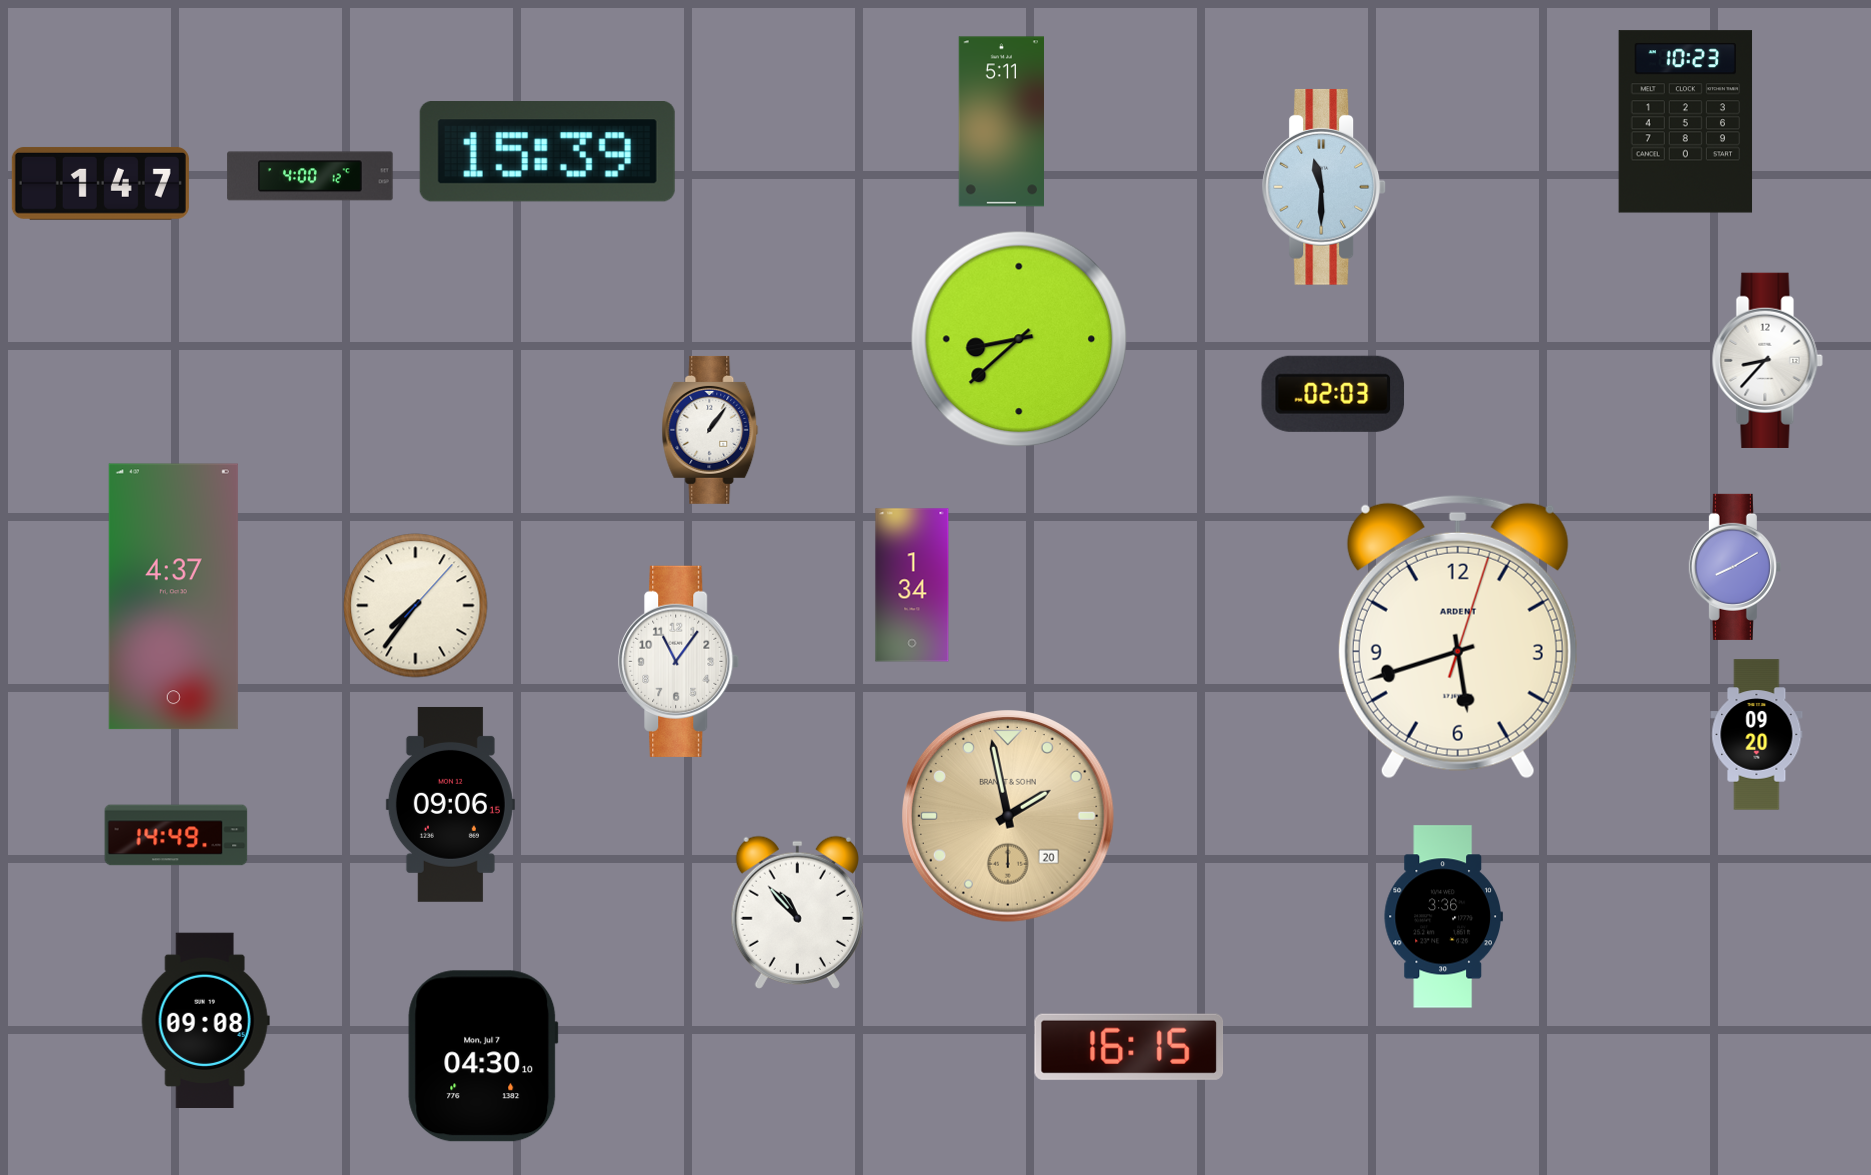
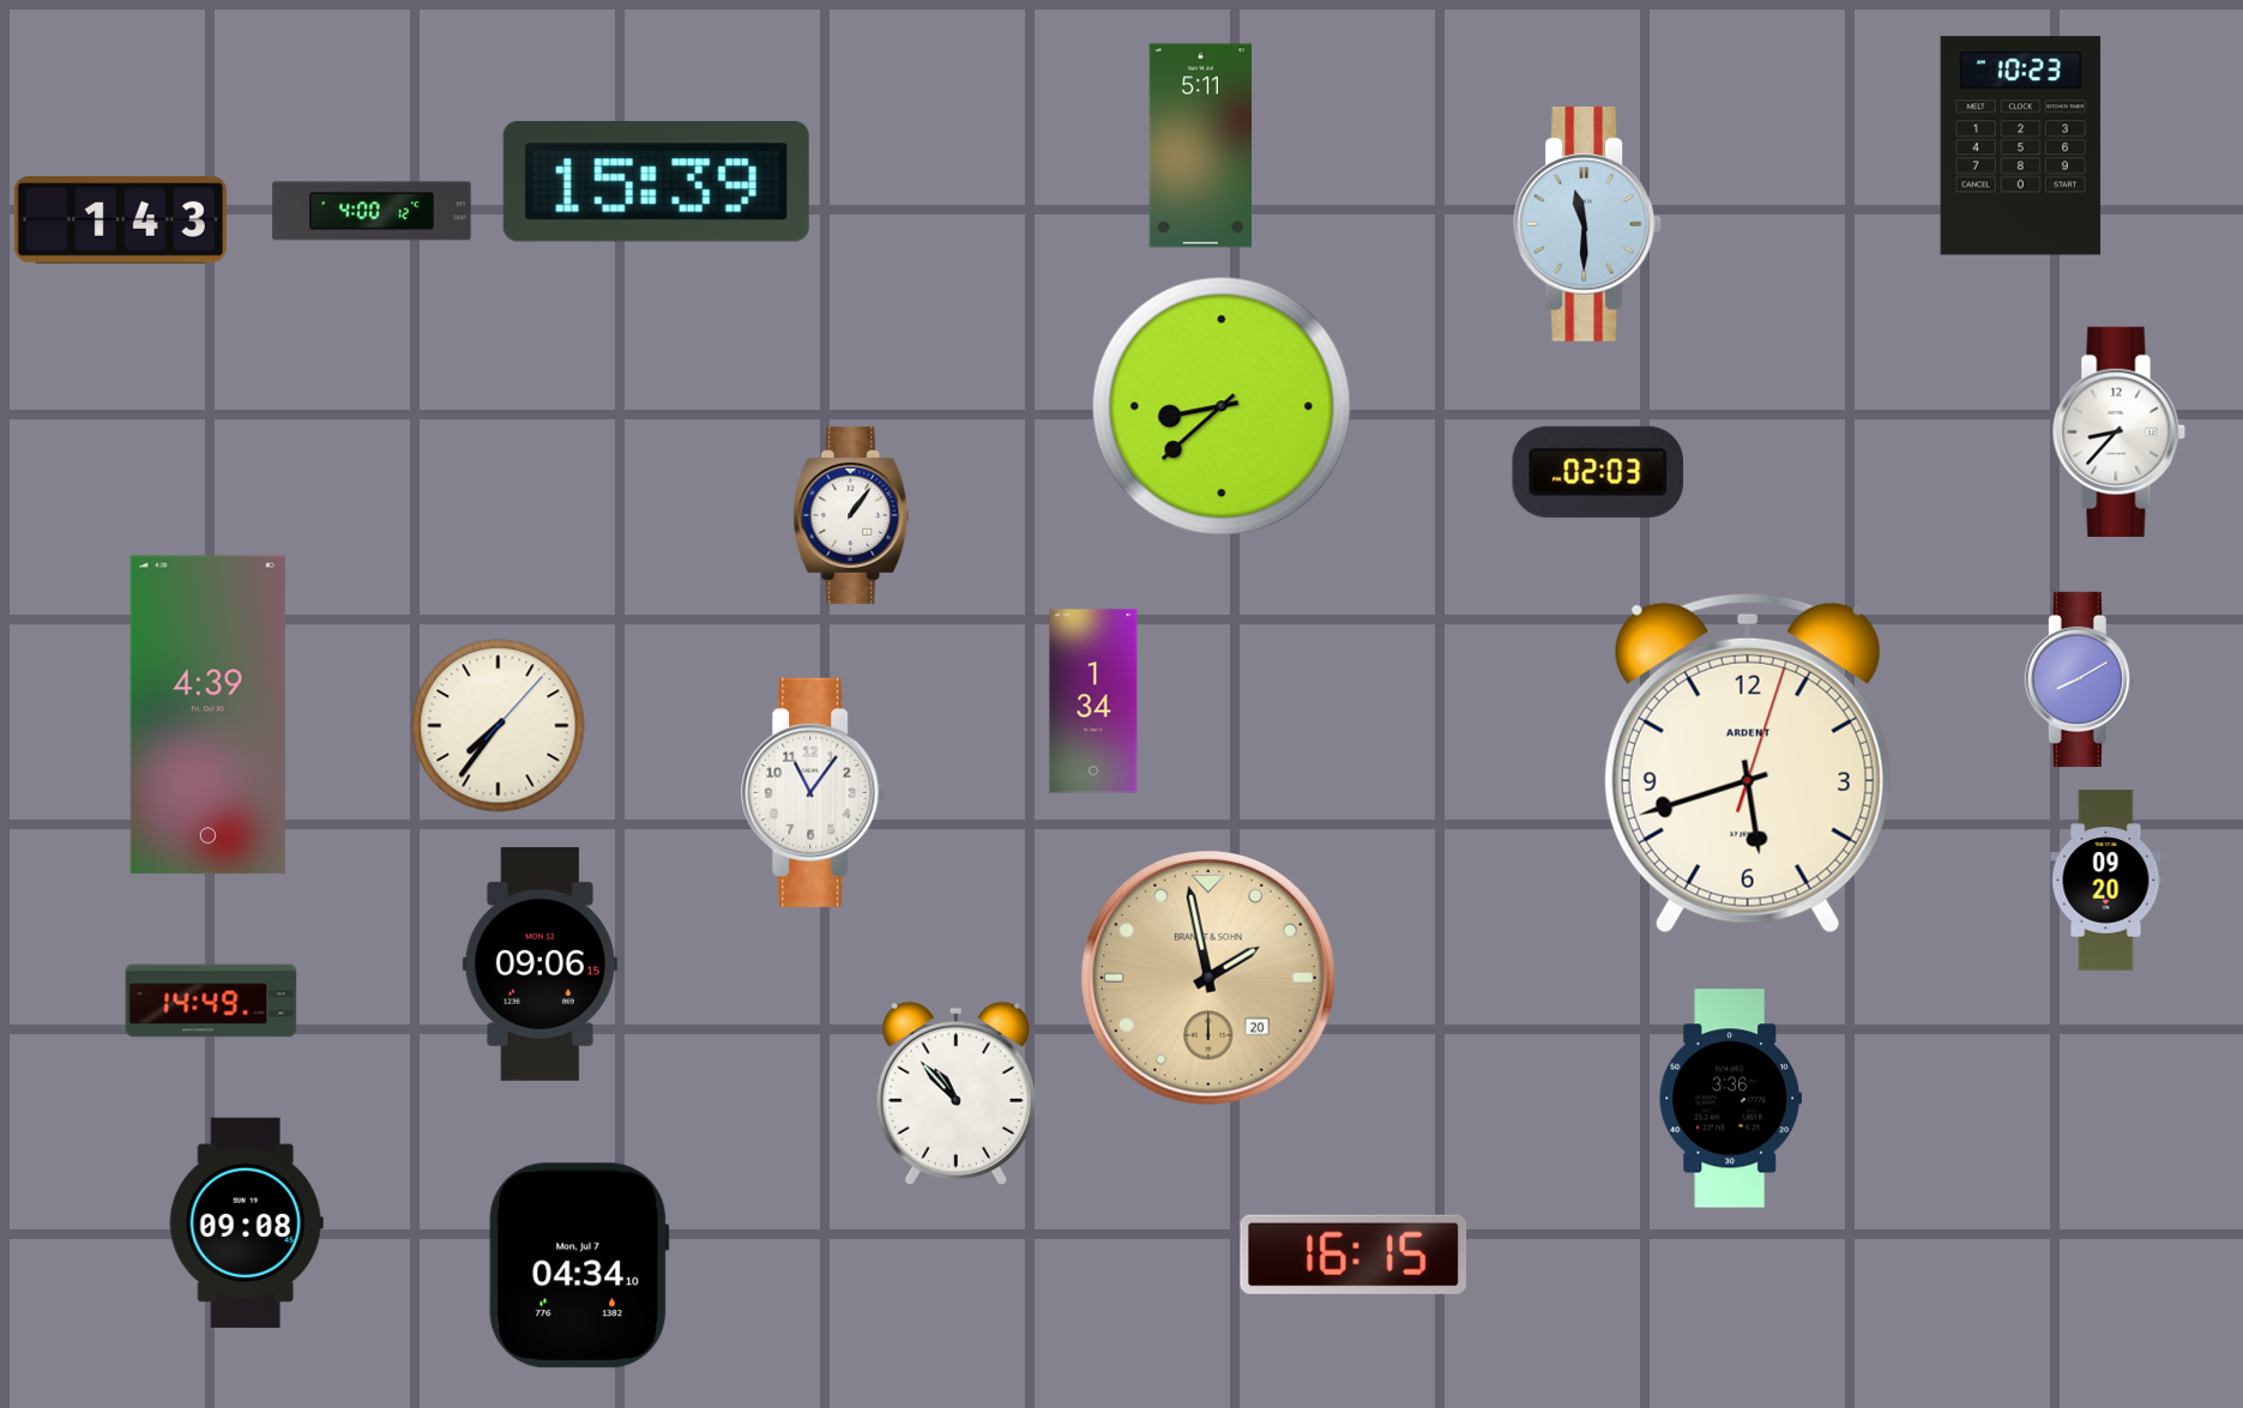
clock at (100, 183): 1:47 -> 1:43
clock at (173, 597): 4:37 -> 4:39
clock at (483, 1056): 04:30 -> 04:34
